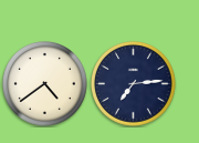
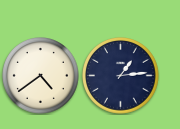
clock at (134, 84): 7:14 -> 1:14
